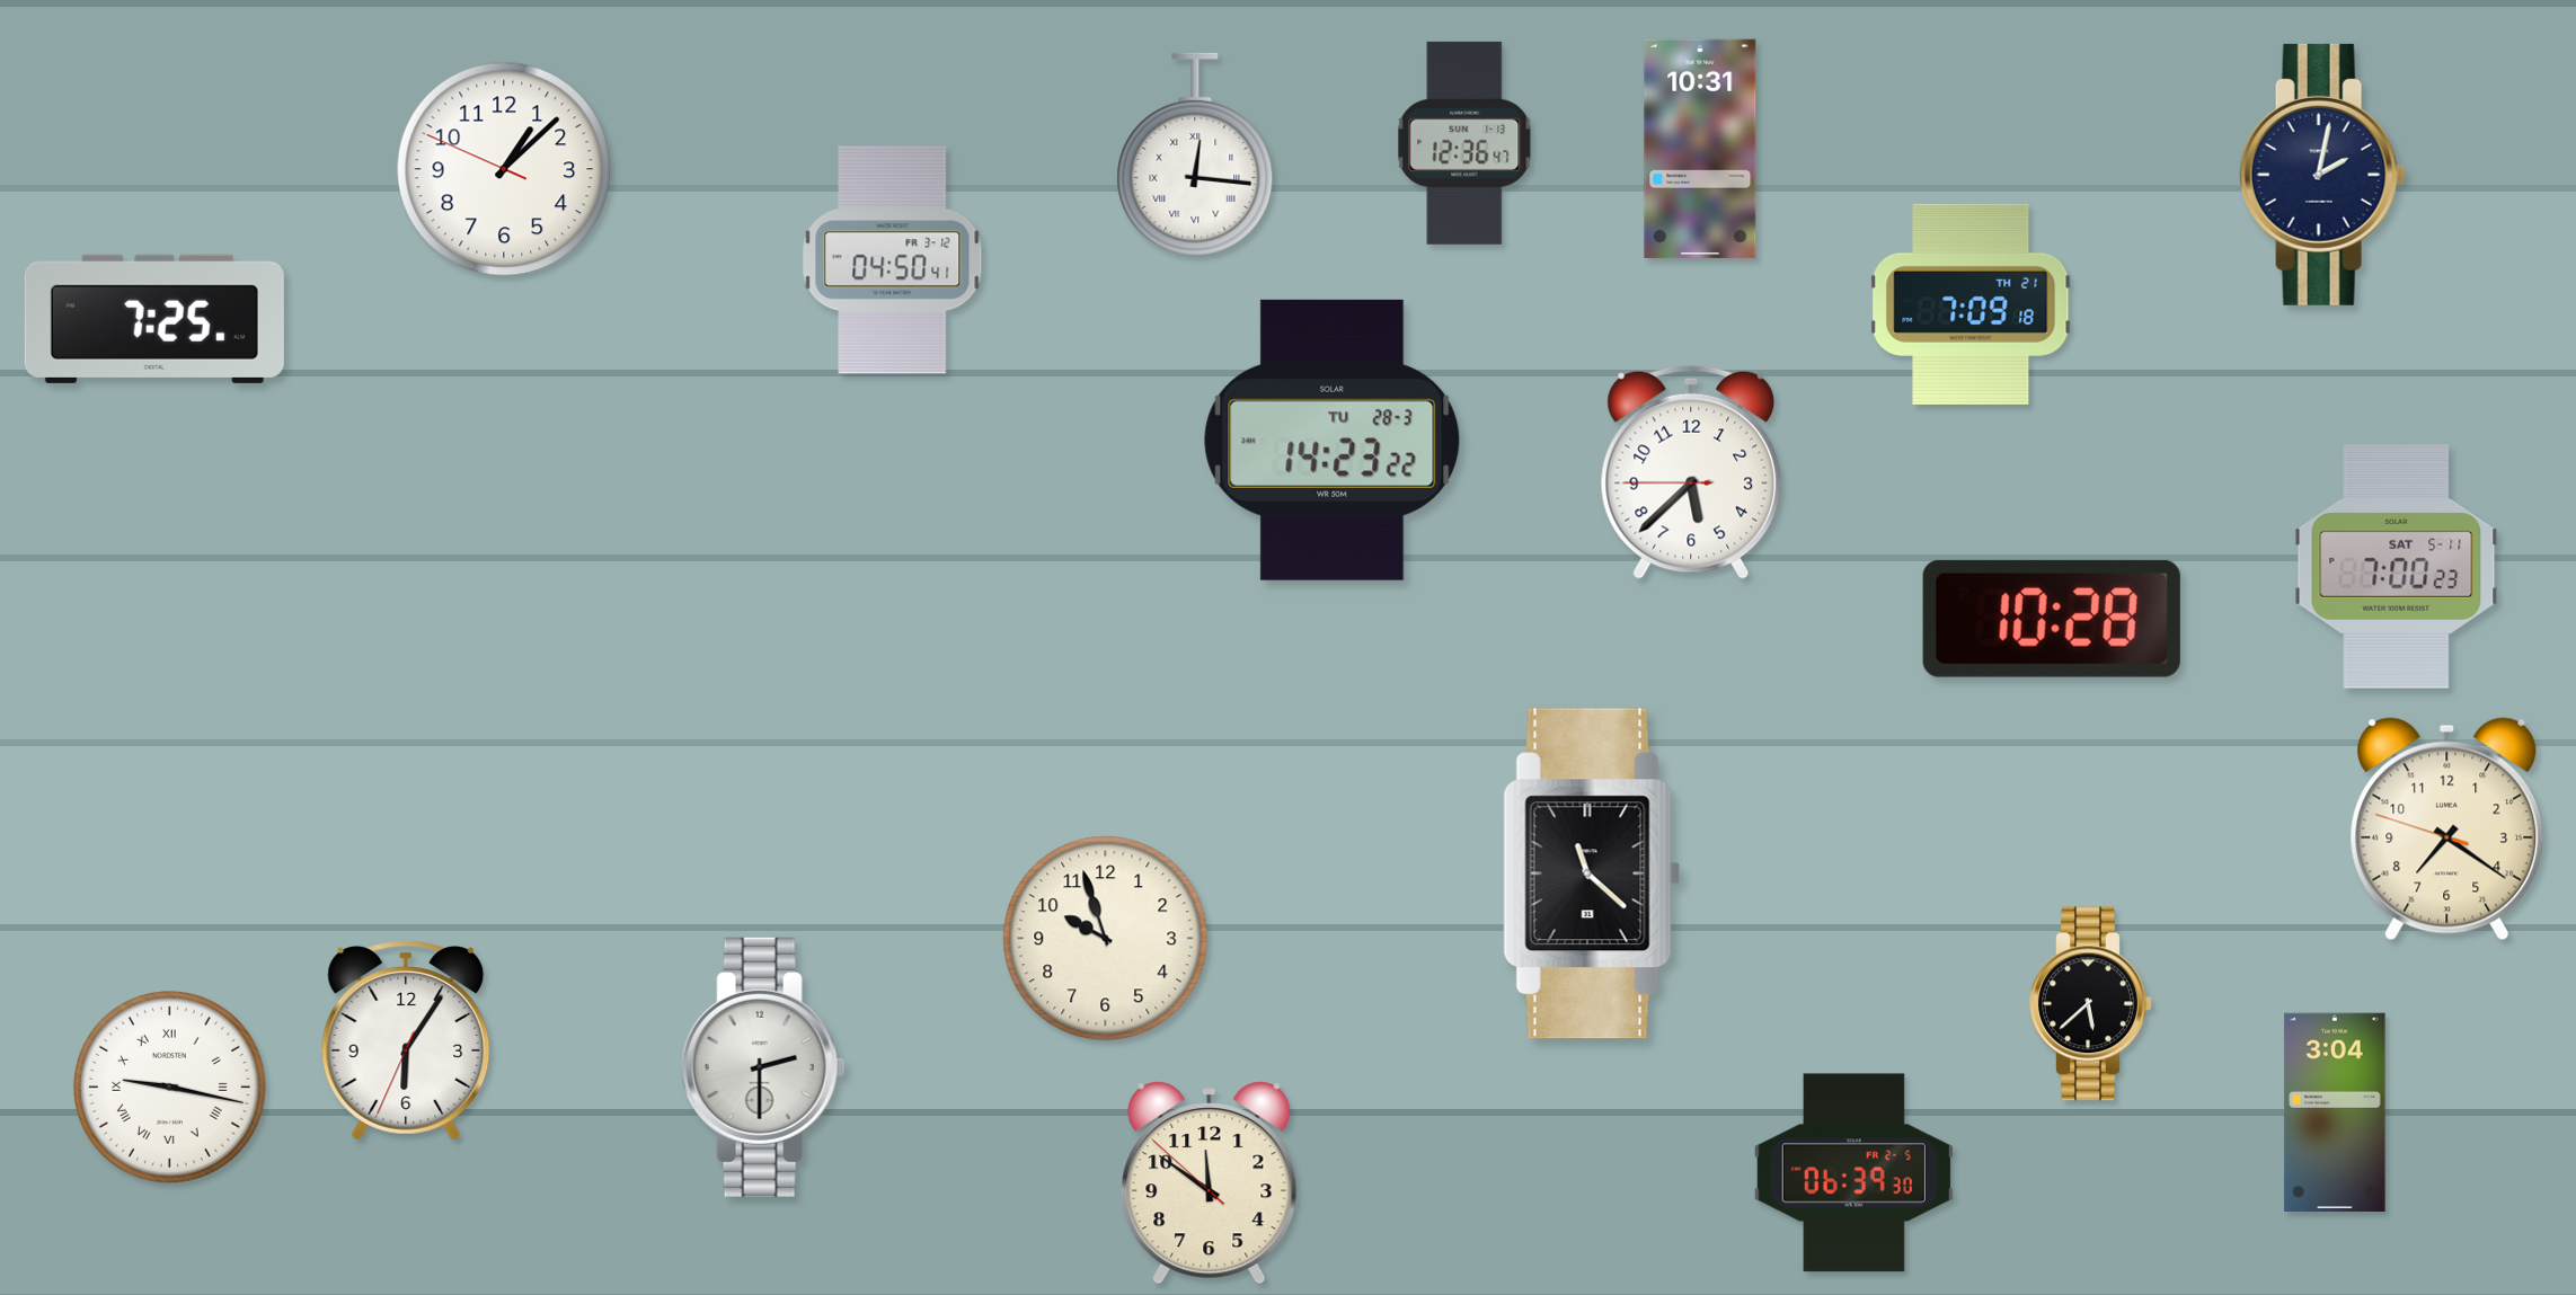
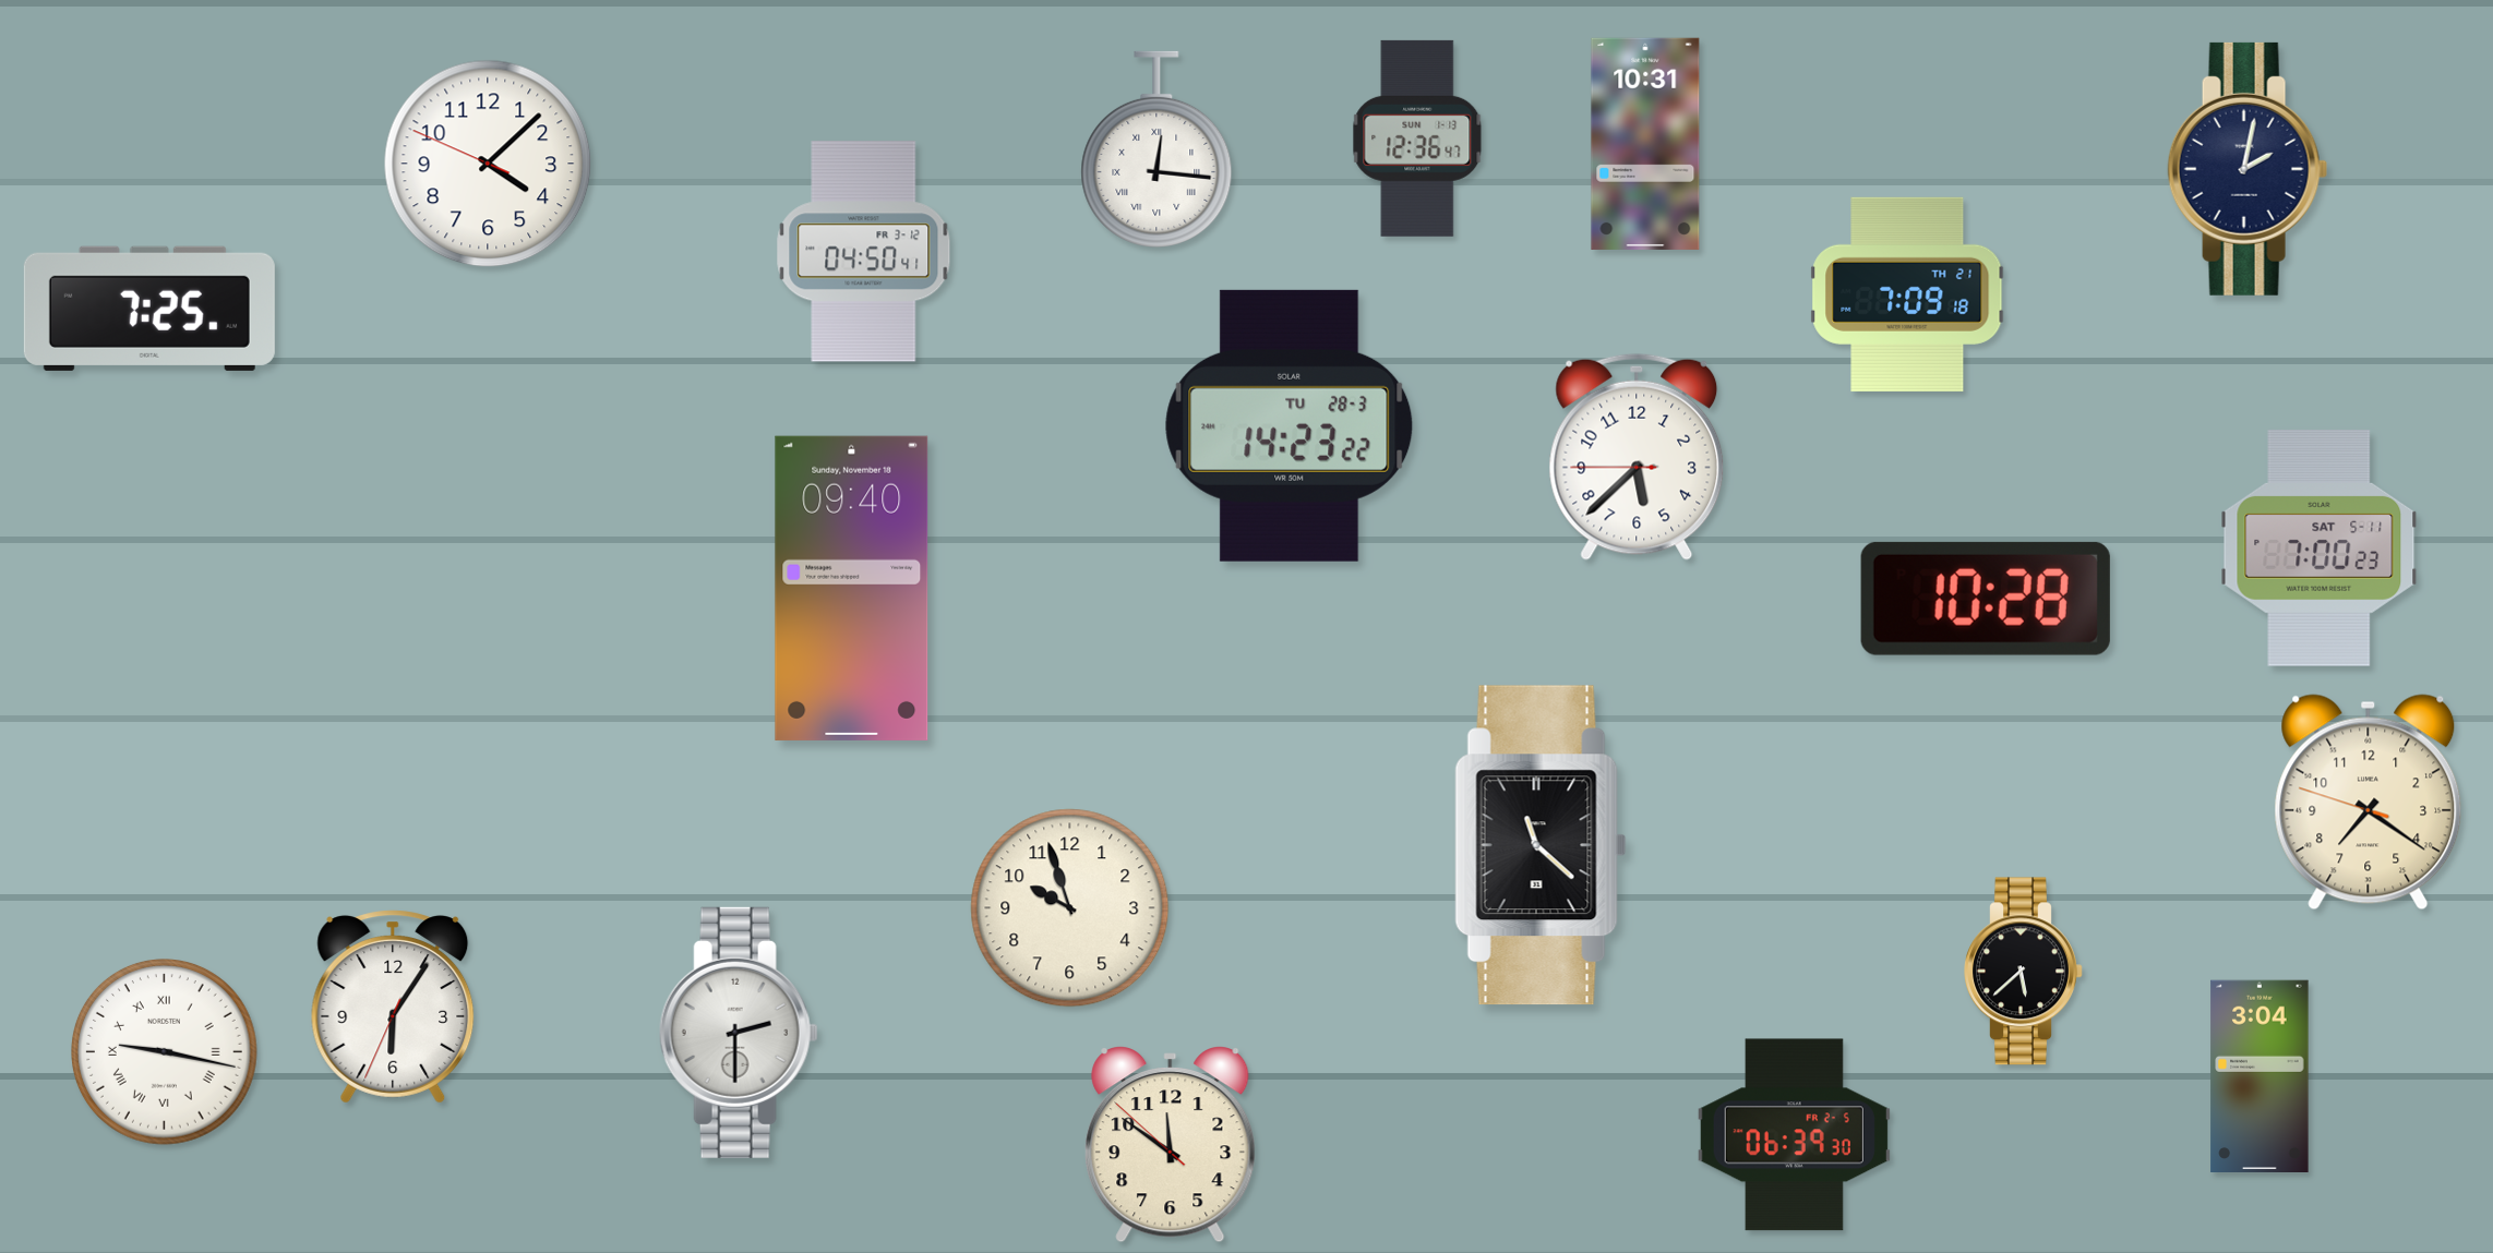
clock at (504, 169): 1:07 -> 4:07
clock at (852, 588): none -> 09:40
